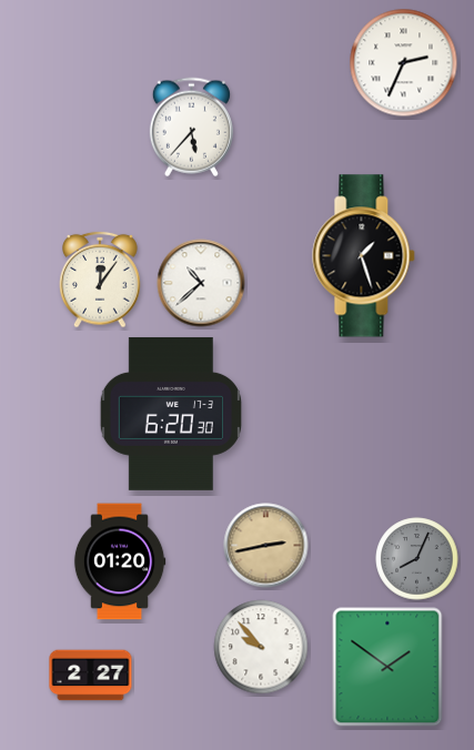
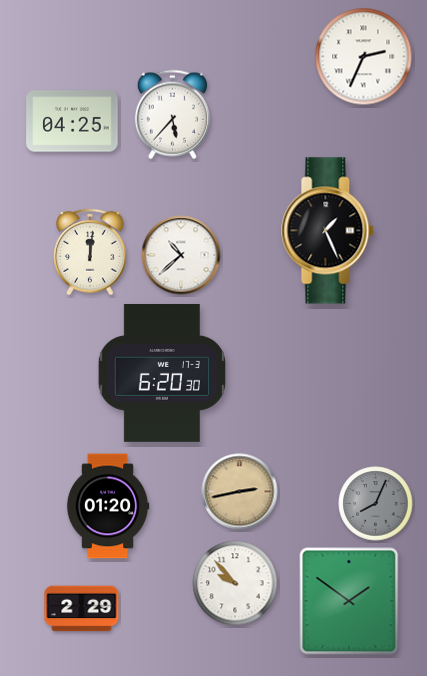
clock at (72, 121): none -> 04:25
clock at (364, 256): 1:27 -> 1:26
clock at (100, 280): 12:06 -> 12:01
clock at (171, 414) position: (171, 414) -> (162, 373)
clock at (91, 676): 2:27 -> 2:29
